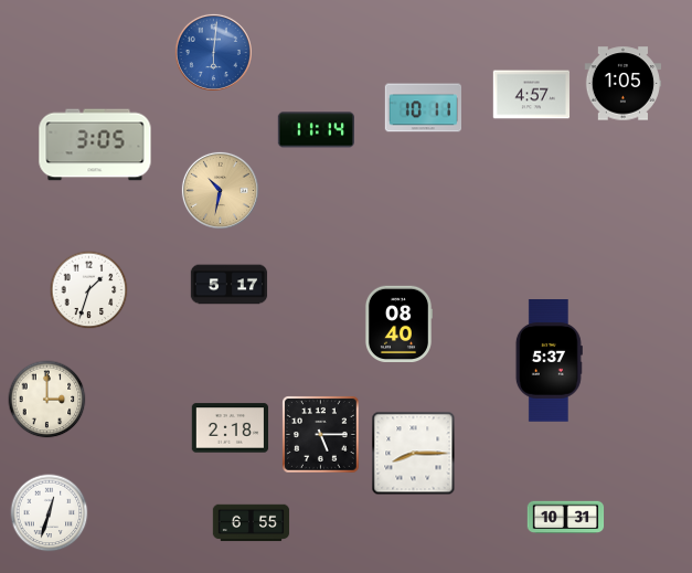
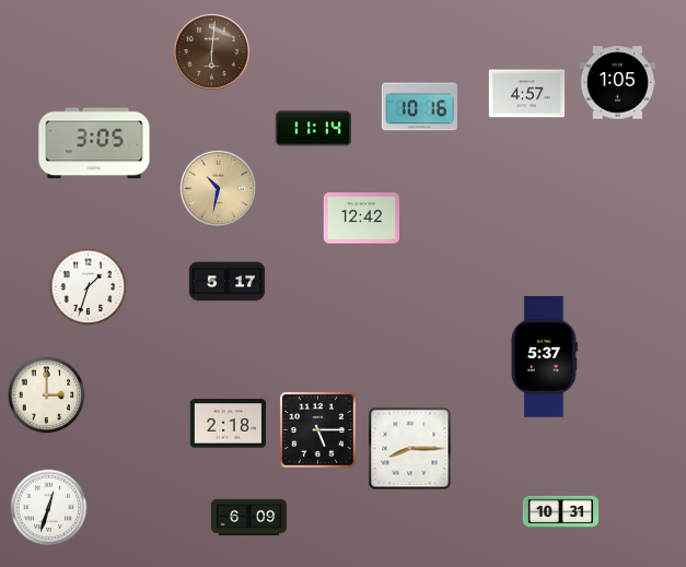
clock at (213, 52) dial: blue -> brown
clock at (423, 108): 10:11 -> 10:16
clock at (362, 218): none -> 12:42
clock at (397, 323): 08:40 -> none
clock at (252, 523): 6:55 -> 6:09
